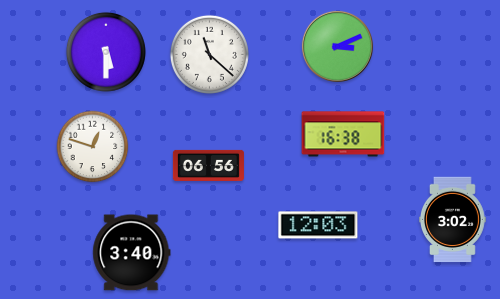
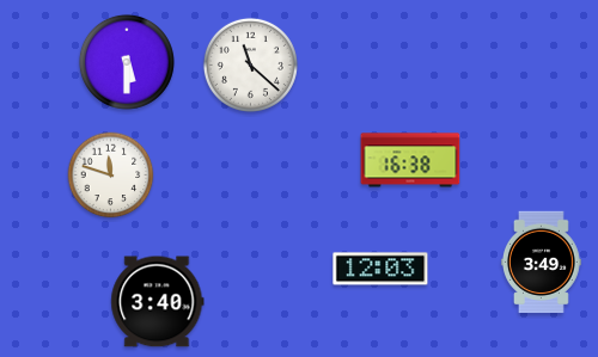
clock at (337, 46): 3:11 -> none
clock at (93, 147): 12:48 -> 11:48
clock at (208, 165): 06:56 -> none
clock at (453, 220): 3:02 -> 3:49
